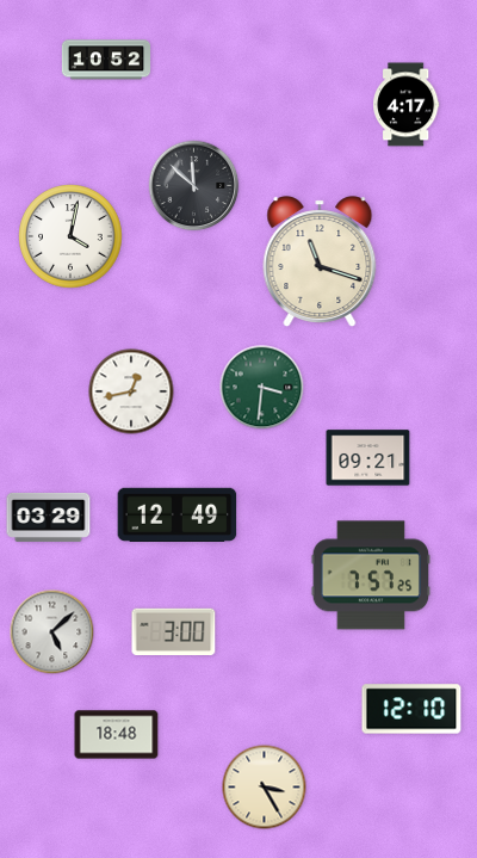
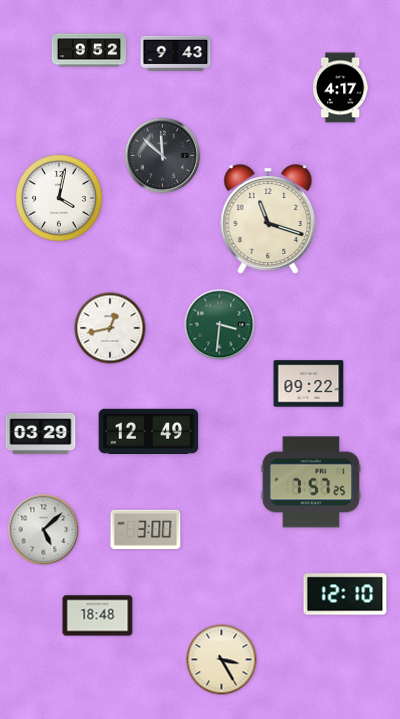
clock at (105, 60): 10:52 -> 9:52
clock at (176, 53): none -> 9:43
clock at (368, 458): 09:21 -> 09:22
